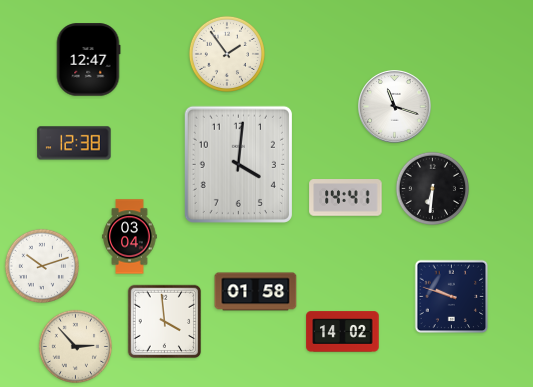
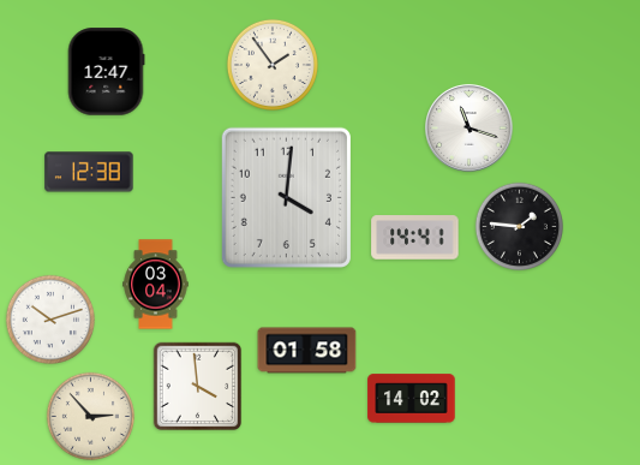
clock at (395, 107) position: (395, 107) -> (469, 129)
clock at (432, 188): 6:31 -> 1:46
clock at (452, 297): 9:48 -> none
